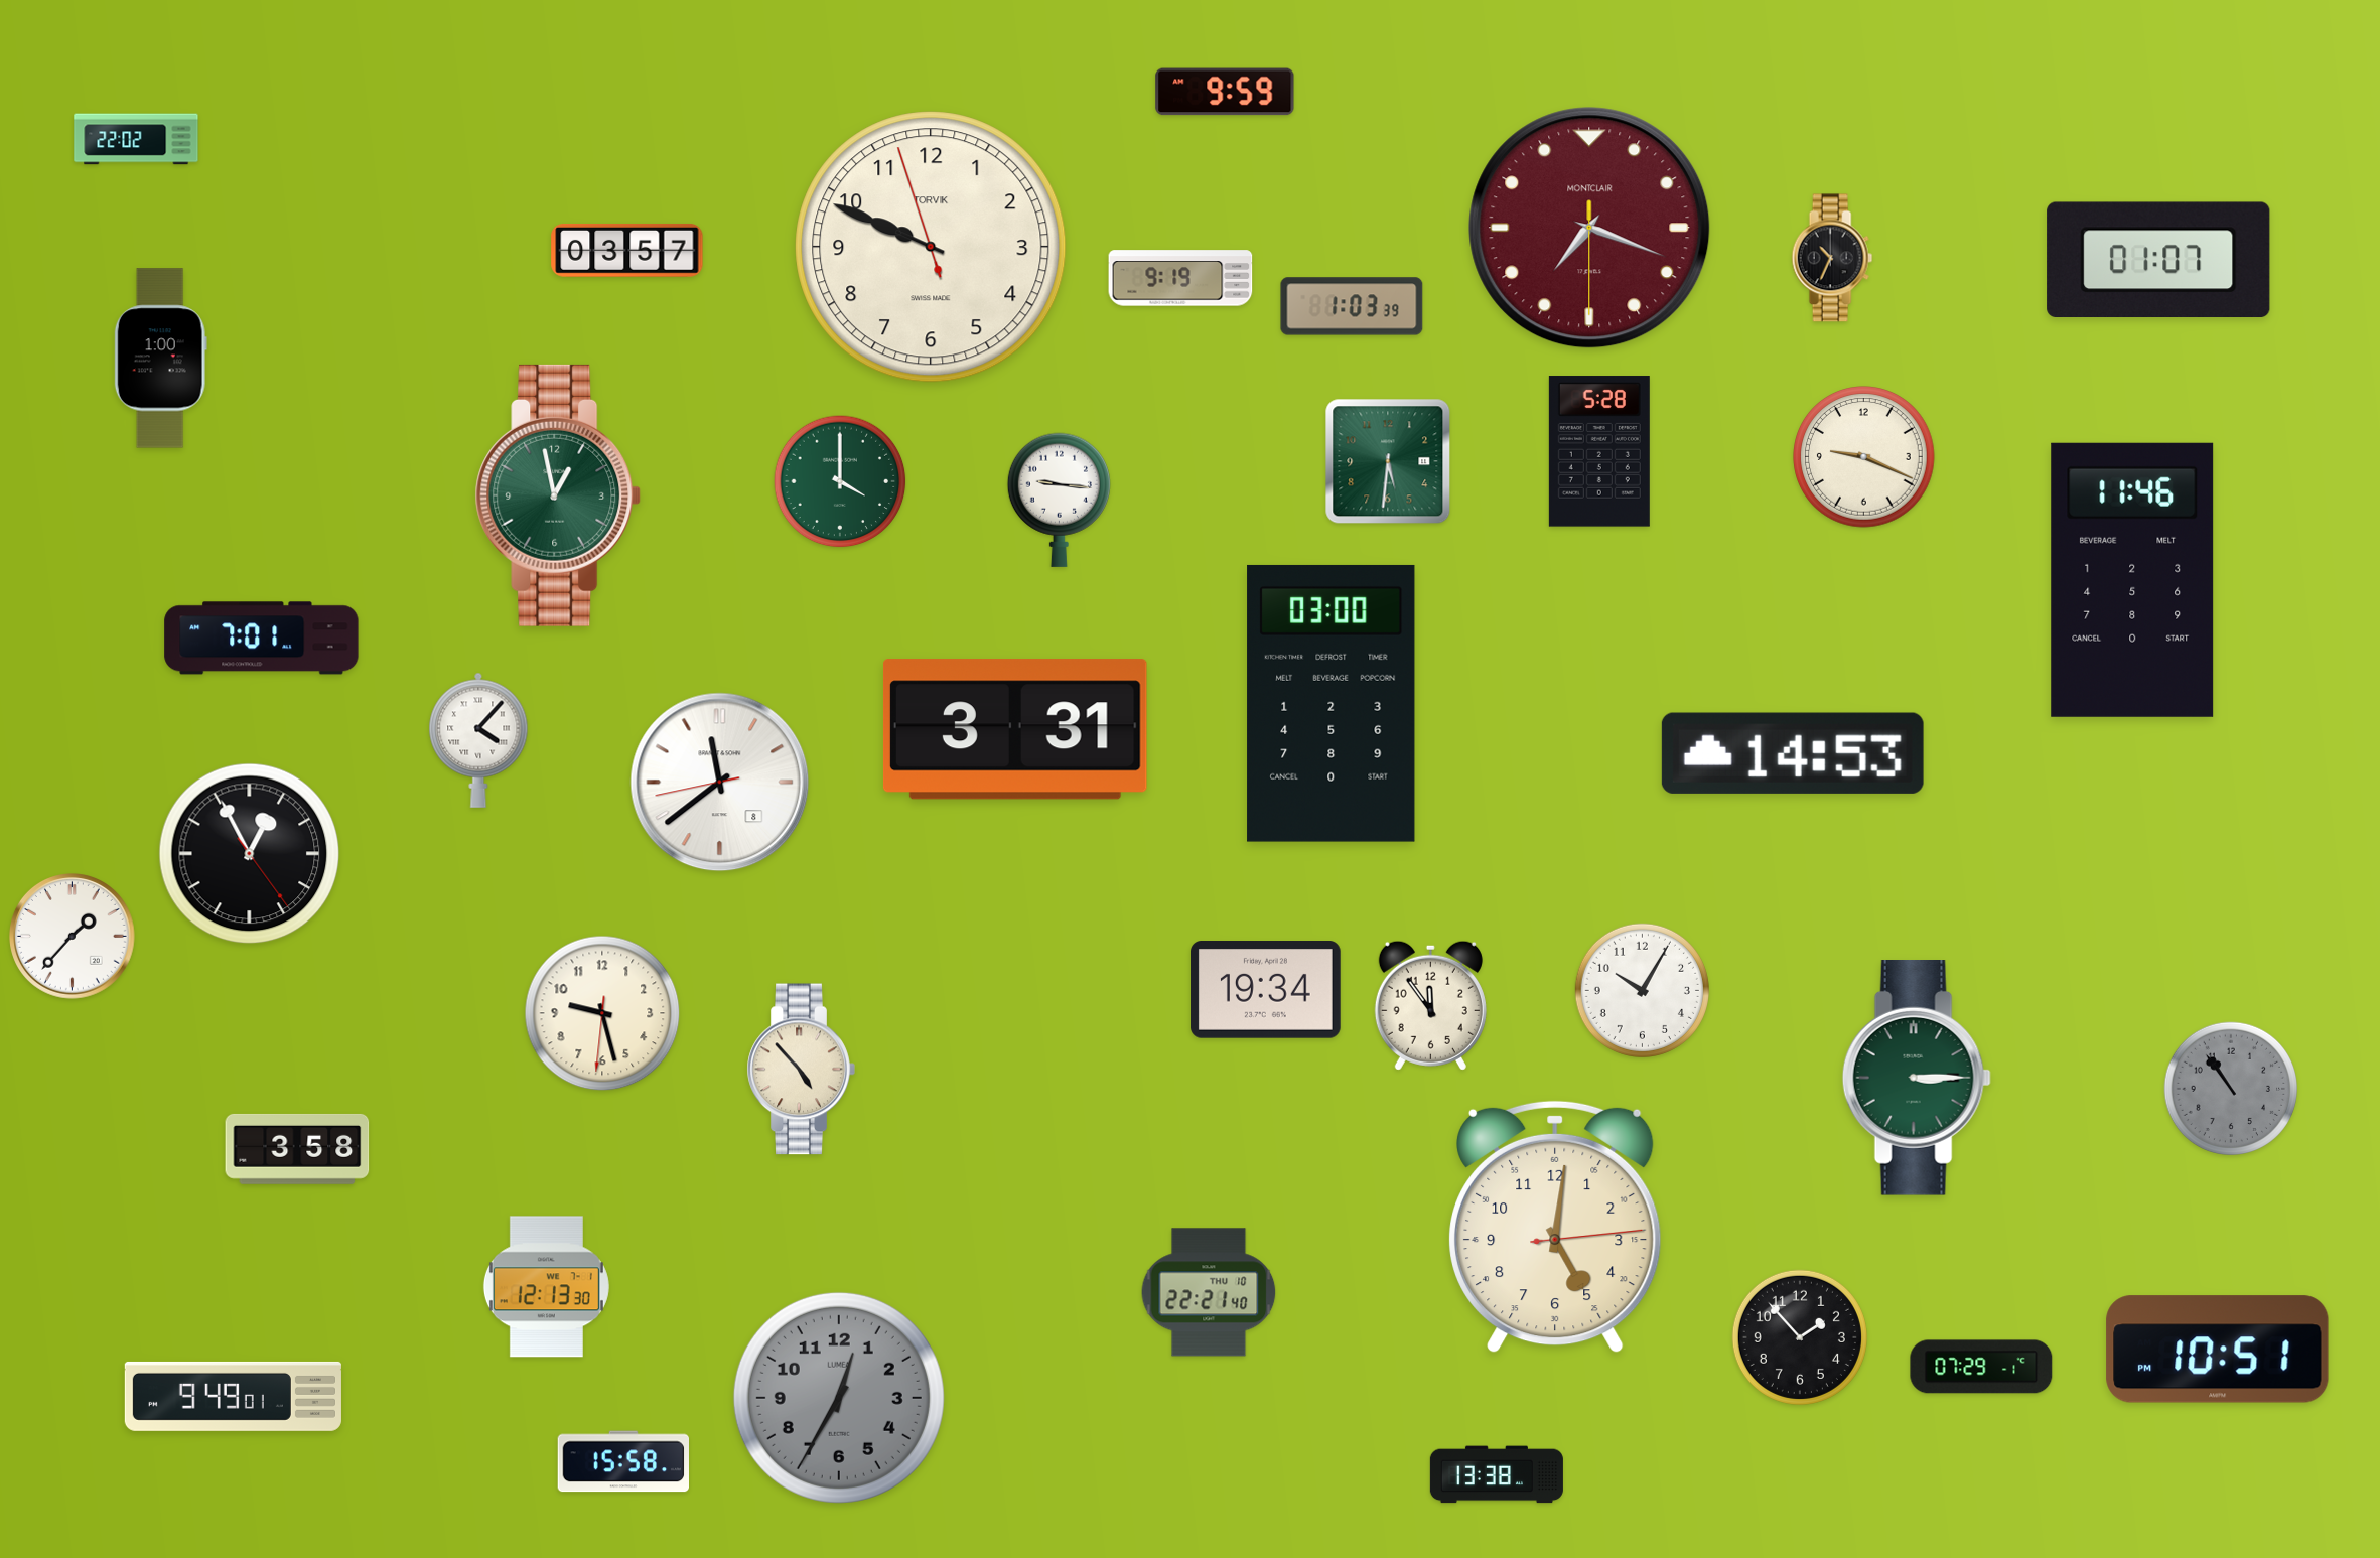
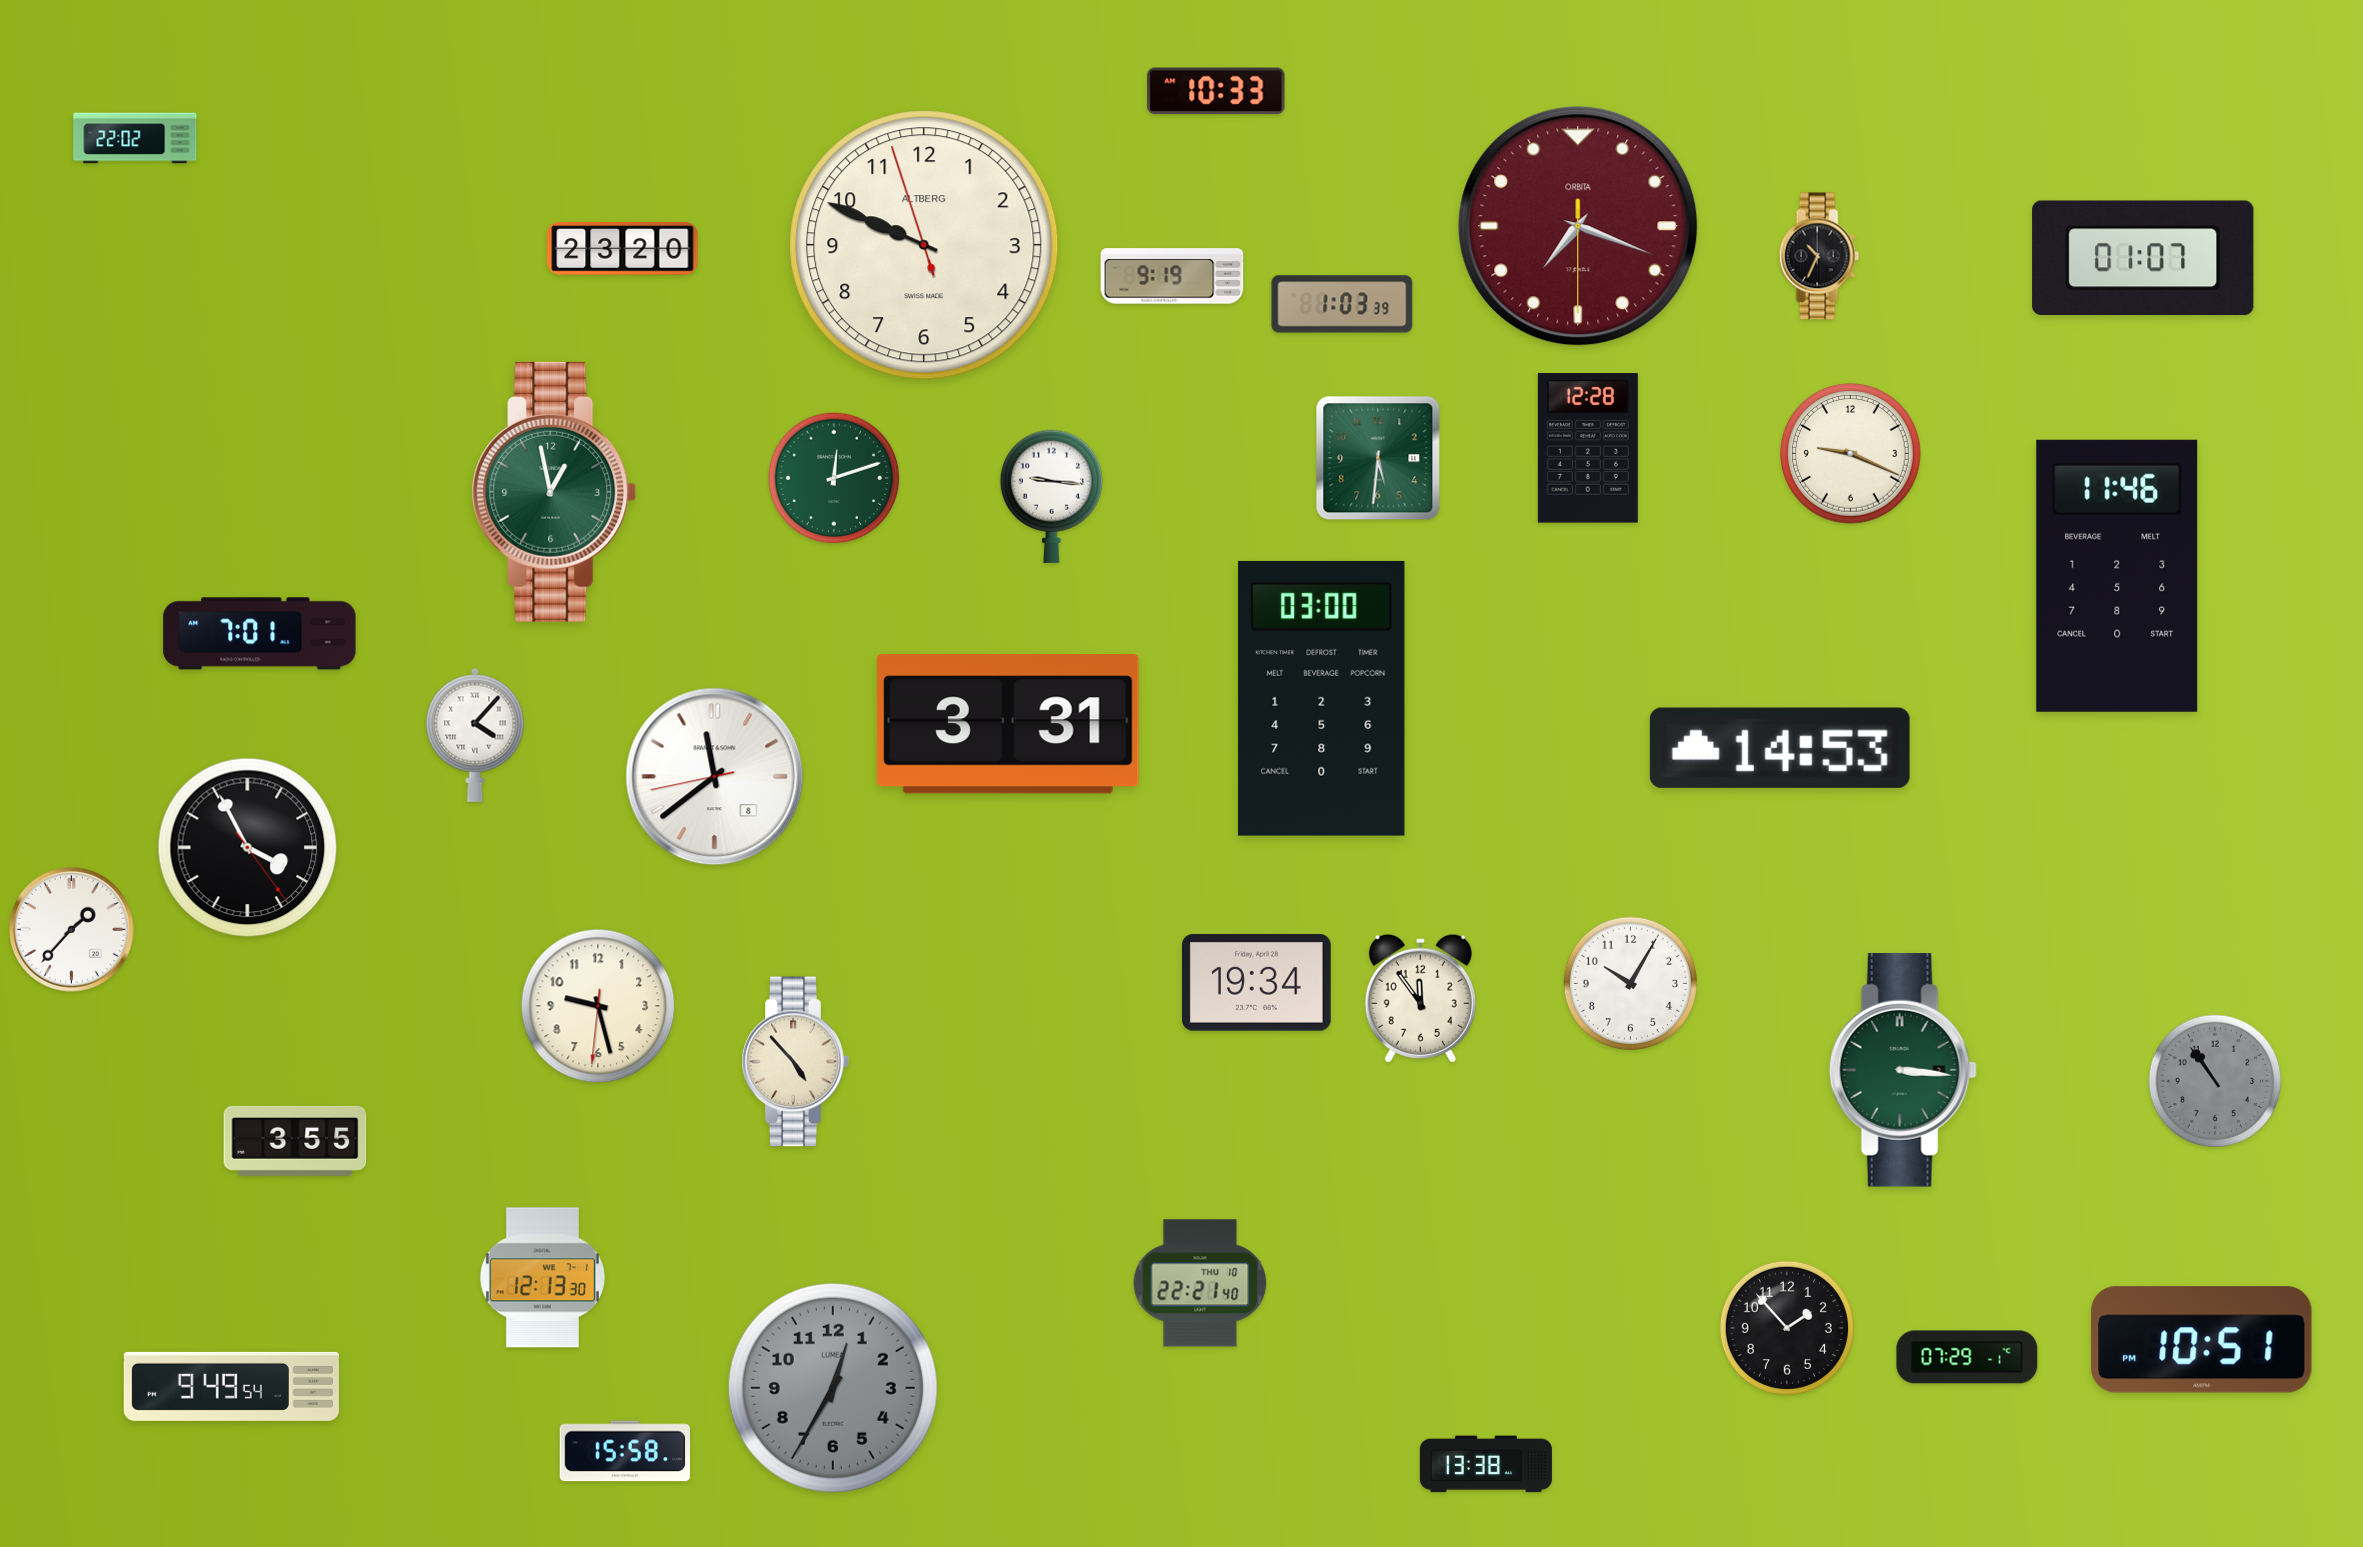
clock at (1225, 92): 9:59 -> 10:33
clock at (1589, 228) brand: MONTCLAIR -> ORBITA
clock at (931, 247) brand: TORVIK -> ALTBERG
clock at (627, 250): 03:57 -> 23:20
clock at (160, 359): 1:00 -> none
clock at (1599, 451): 5:28 -> 12:28
clock at (840, 481): 4:00 -> 12:12
clock at (250, 854): 12:55 -> 3:55
clock at (1917, 1079): 3:15 -> 3:16
clock at (297, 1149): 3:58 -> 3:55
clock at (1555, 1227): 5:01 -> none
clock at (233, 1396): 9:49:01 -> 9:49:54
clock at (623, 1461) position: (623, 1461) -> (625, 1451)
